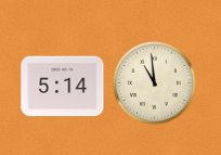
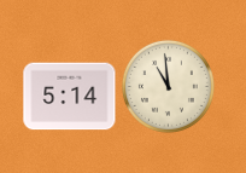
clock at (154, 82) position: (154, 82) -> (168, 86)
